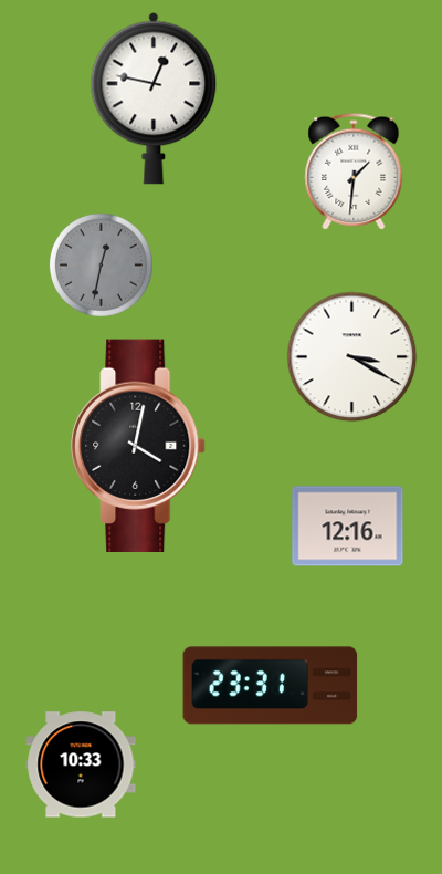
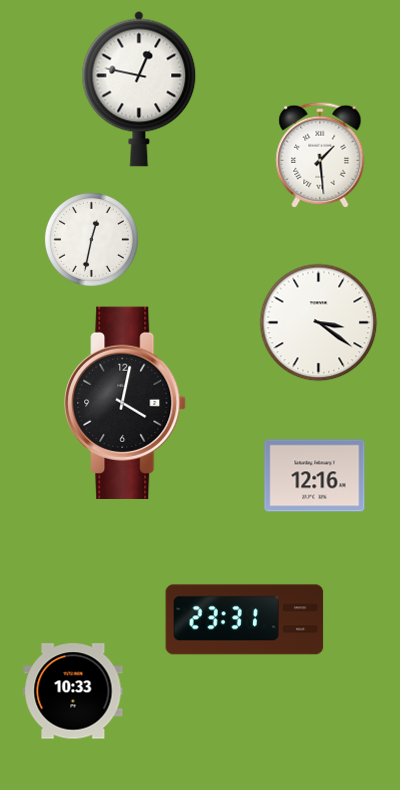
clock at (354, 171): 1:31 -> 1:29
clock at (101, 264) dial: grey -> white
clock at (352, 357): 3:20 -> 3:21
